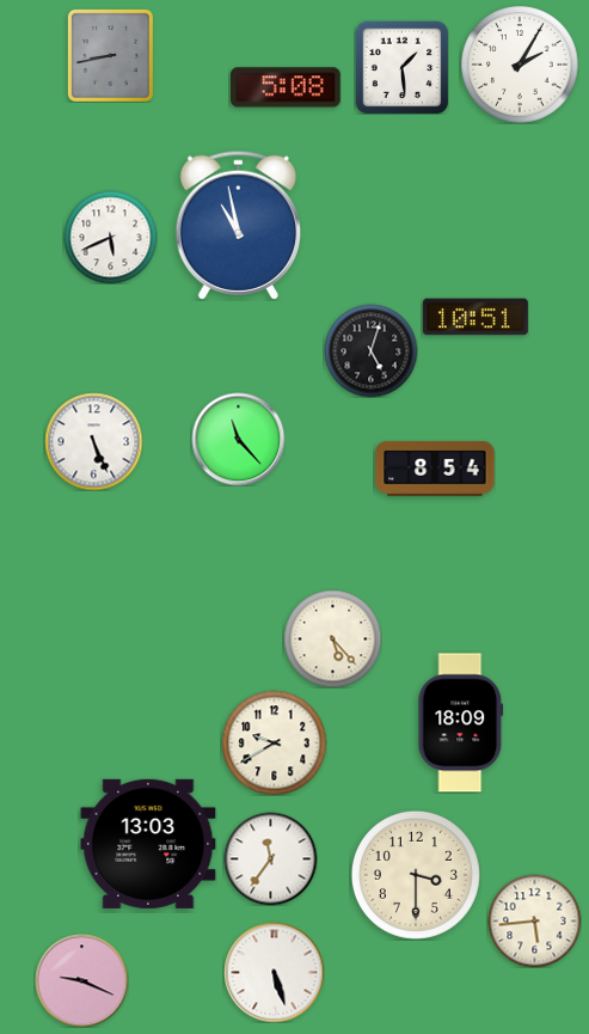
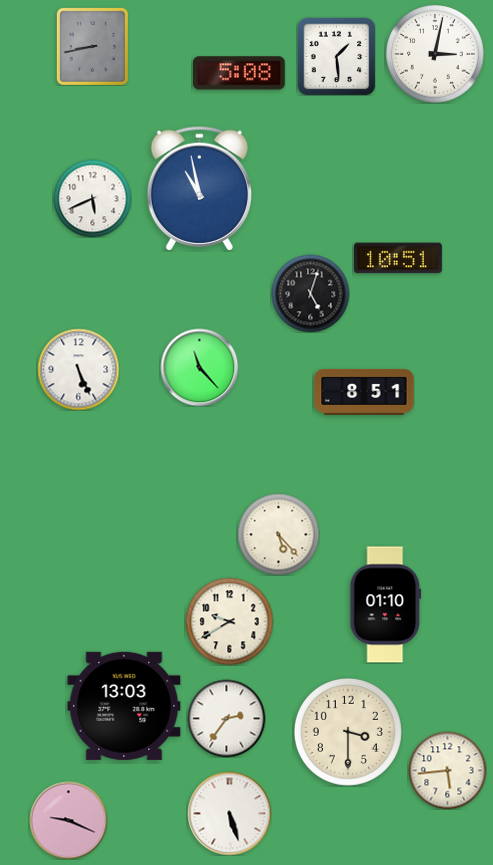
clock at (520, 65): 2:05 -> 3:02
clock at (476, 317) position: (476, 317) -> (398, 258)
clock at (435, 469): 8:54 -> 8:51
clock at (461, 723): 18:09 -> 01:10
clock at (270, 858): 11:36 -> 2:36
